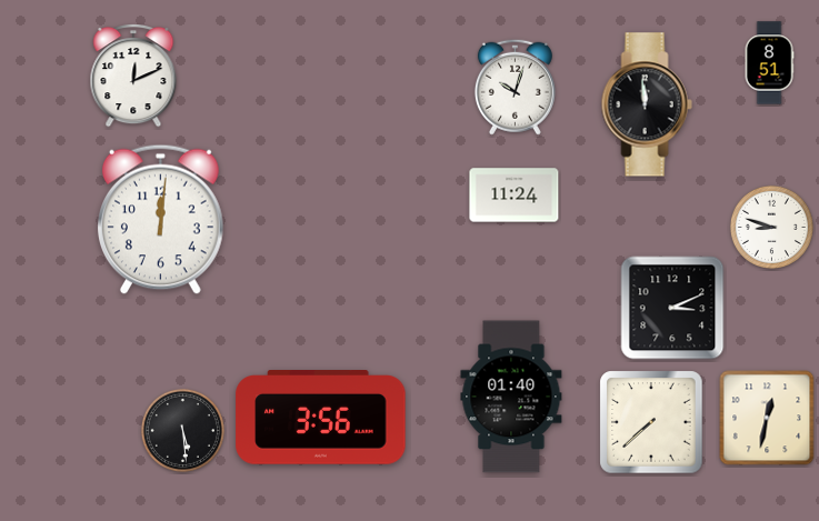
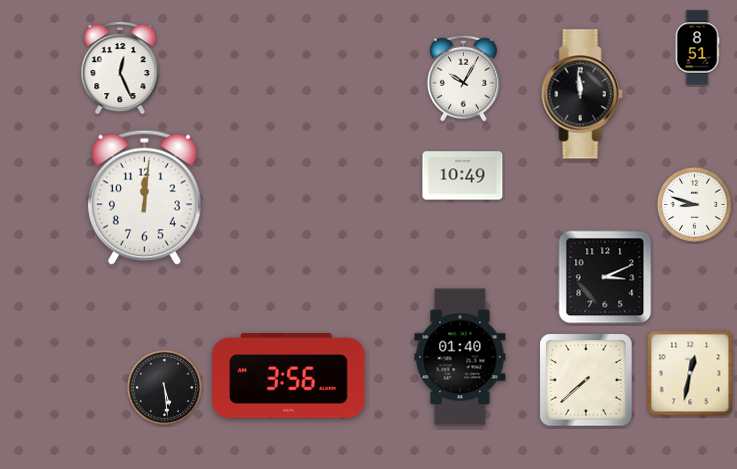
clock at (769, 63) position: (769, 63) -> (697, 48)
clock at (133, 77): 12:11 -> 12:26
clock at (515, 87): 10:03 -> 10:05
clock at (515, 196): 11:24 -> 10:49
clock at (767, 418) position: (767, 418) -> (690, 373)
